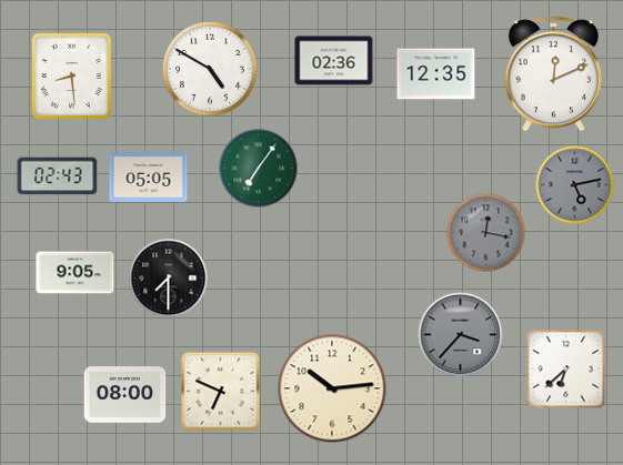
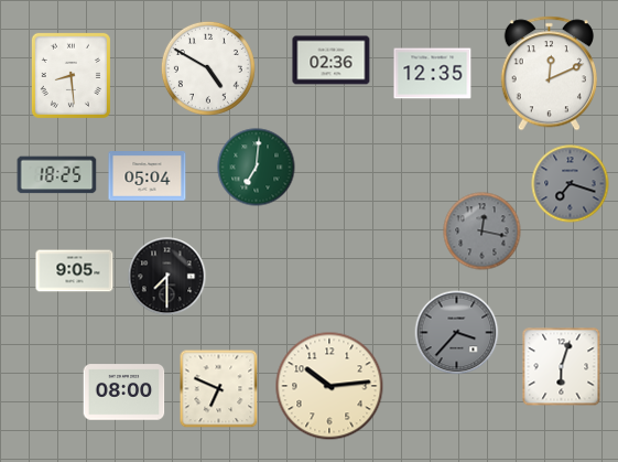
clock at (259, 169): 7:06 -> 7:01
clock at (58, 176): 02:43 -> 18:25
clock at (149, 178): 05:05 -> 05:04
clock at (575, 185): 5:13 -> 7:18
clock at (566, 370): 6:38 -> 6:03
